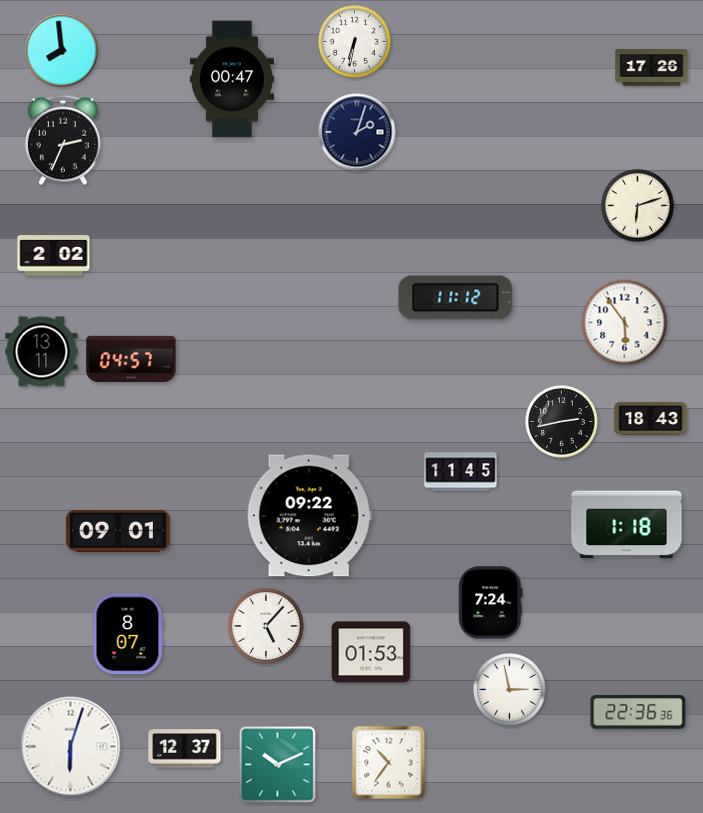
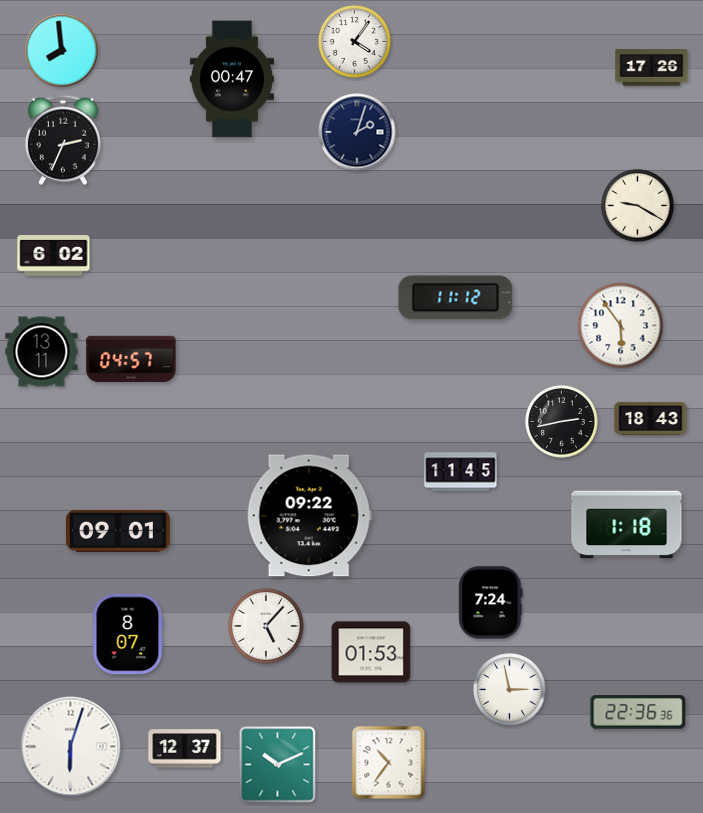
clock at (355, 42): 6:32 -> 4:06
clock at (638, 206): 6:12 -> 9:20
clock at (54, 256): 2:02 -> 6:02
clock at (625, 323) position: (625, 323) -> (621, 326)
